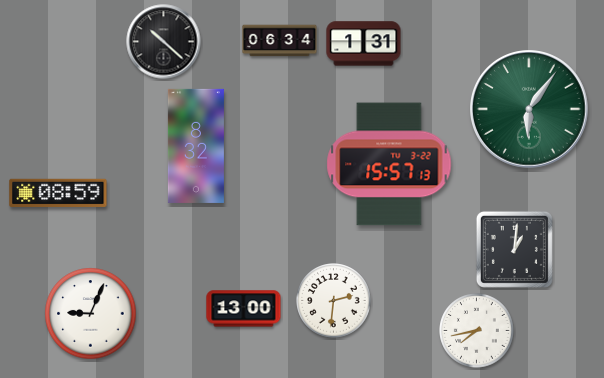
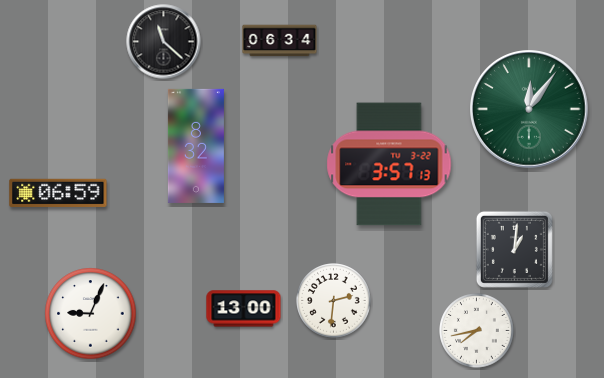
clock at (164, 42): 10:22 -> 11:22
clock at (364, 44): 1:31 -> none
clock at (530, 110): 6:06 -> 12:06
clock at (389, 164): 15:57 -> 3:57
clock at (58, 193): 08:59 -> 06:59
